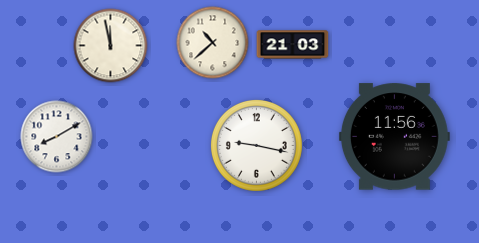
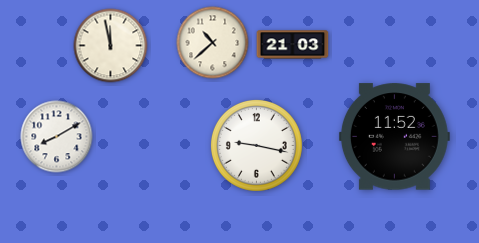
clock at (394, 137): 11:56 -> 11:52
